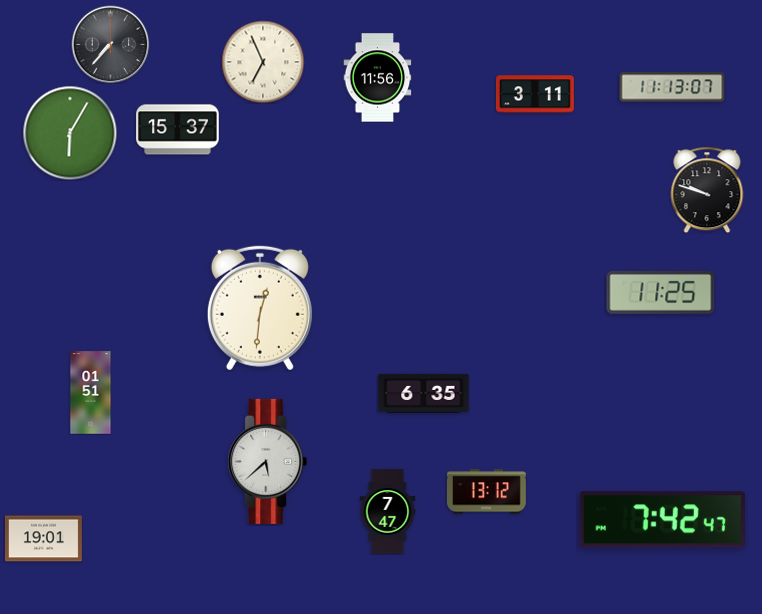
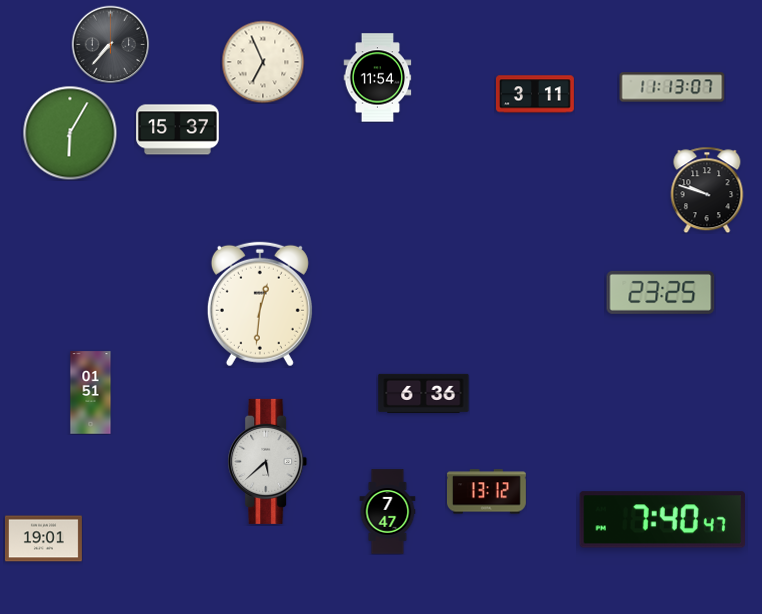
clock at (378, 78): 11:56 -> 11:54
clock at (661, 292): 11:25 -> 23:25
clock at (260, 308) position: (260, 308) -> (260, 304)
clock at (424, 393): 6:35 -> 6:36
clock at (662, 520): 7:42 -> 7:40
